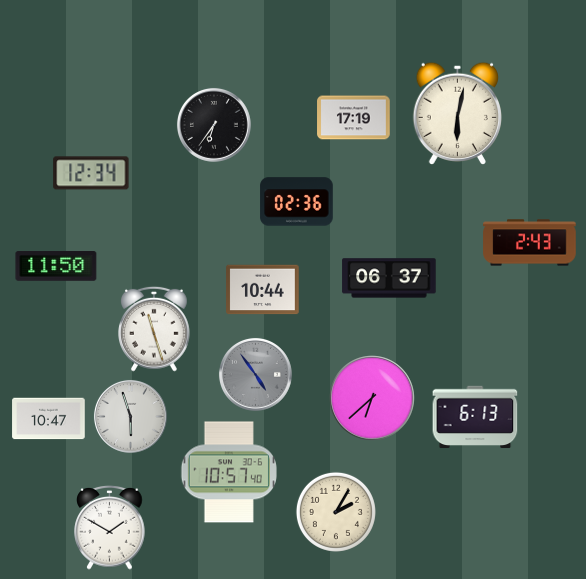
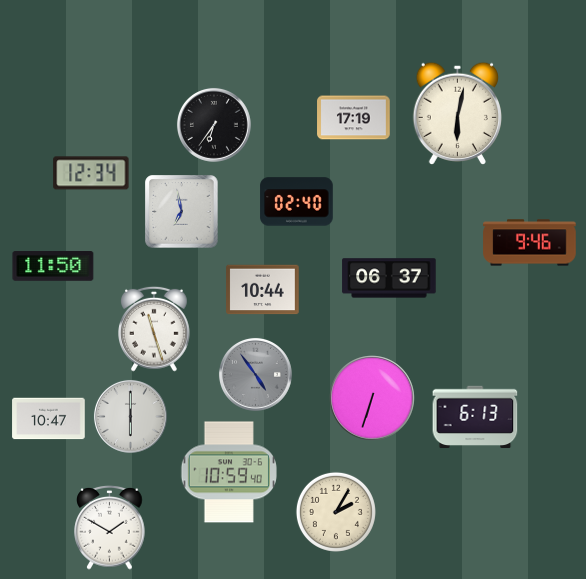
clock at (297, 202): 02:36 -> 02:40
clock at (182, 212): none -> 6:58
clock at (530, 243): 2:43 -> 9:46
clock at (56, 267) position: (56, 267) -> (53, 267)
clock at (372, 398): 6:38 -> 6:33
clock at (130, 416): 5:57 -> 6:00
clock at (229, 472): 10:57 -> 10:59
